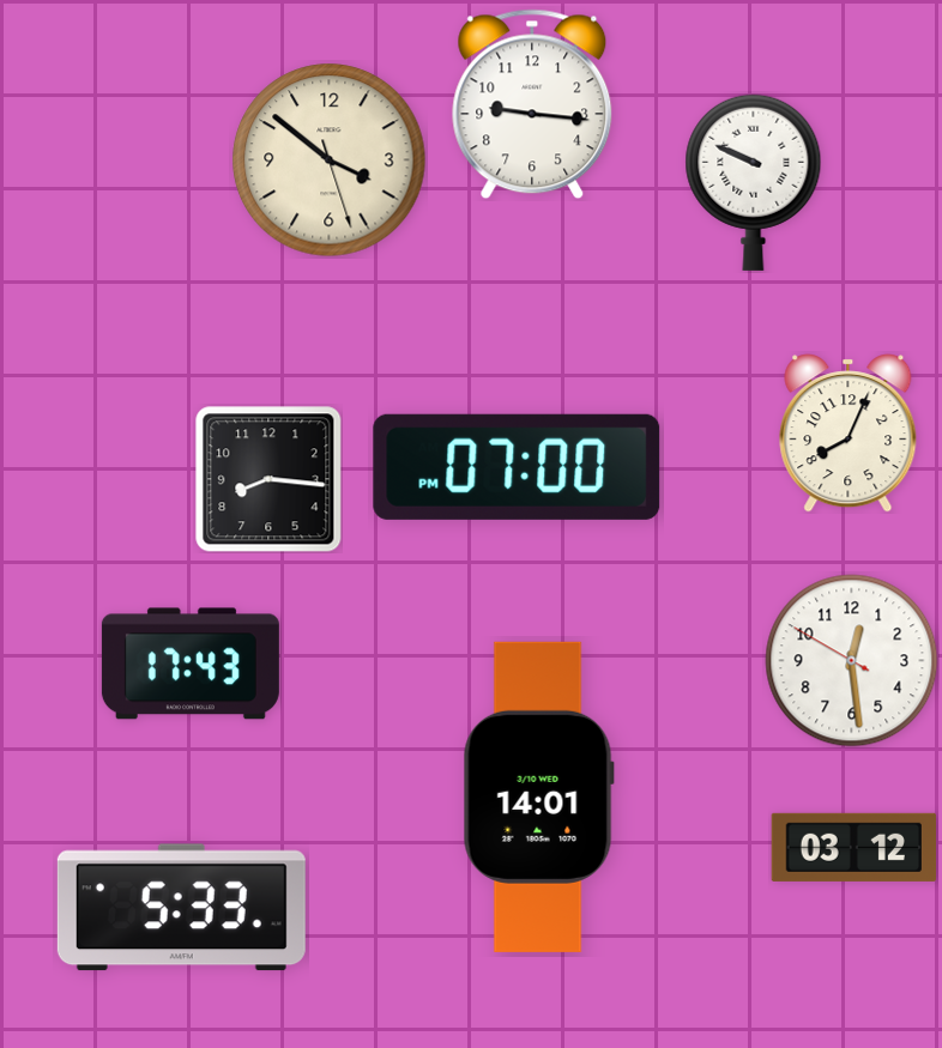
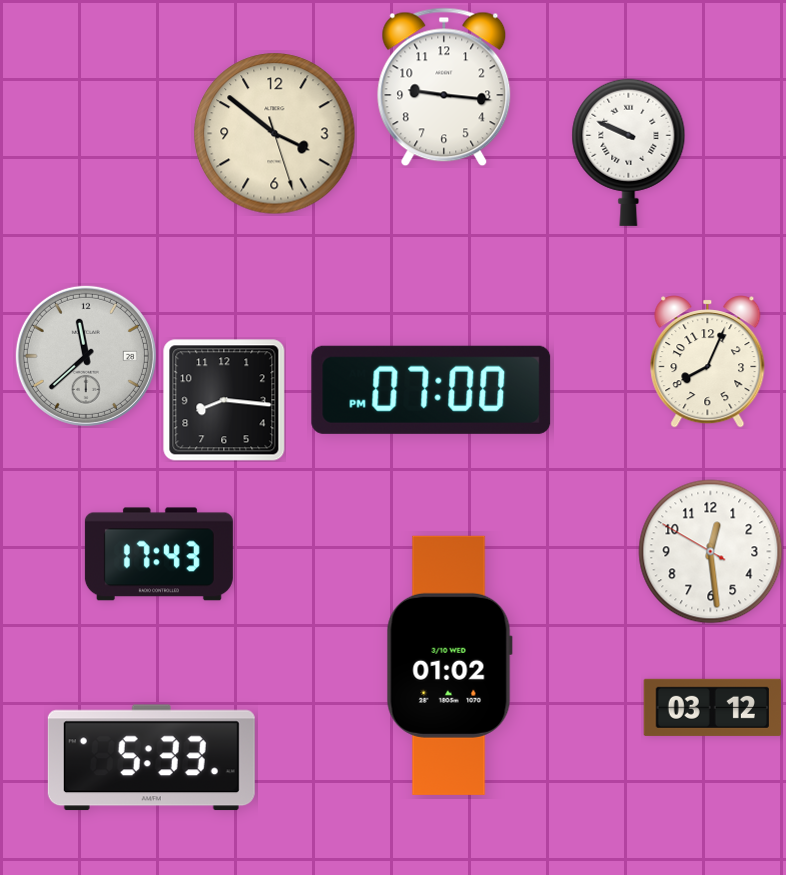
clock at (86, 356): none -> 11:38
clock at (538, 796): 14:01 -> 01:02
